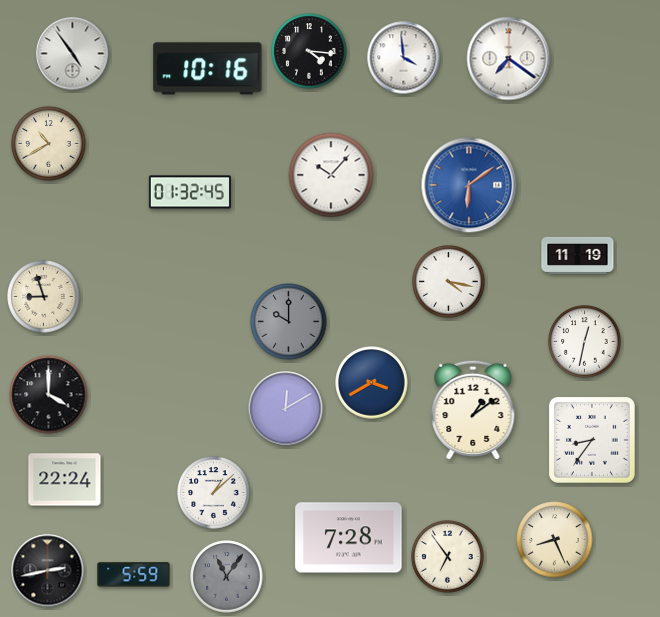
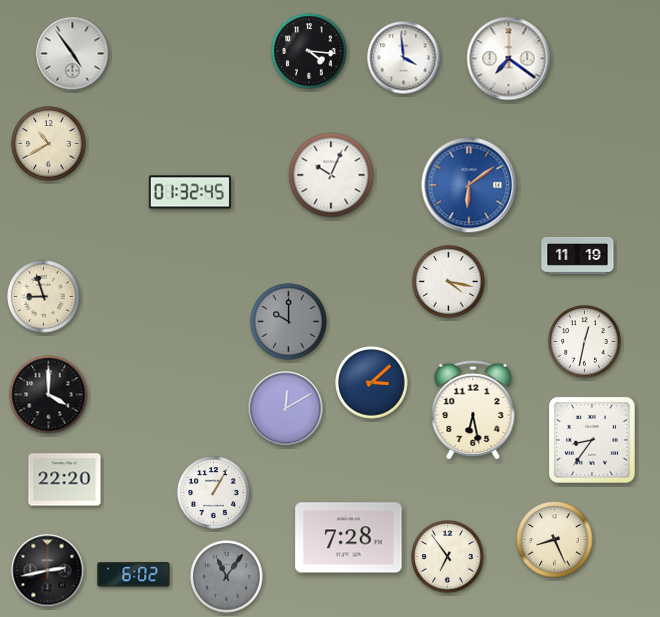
clock at (208, 69): 10:16 -> none
clock at (331, 175): 10:07 -> 10:04
clock at (372, 383): 3:40 -> 3:08
clock at (473, 410): 1:09 -> 6:28
clock at (65, 480): 22:24 -> 22:20
clock at (214, 493): 1:08 -> 1:05
clock at (134, 575): 5:59 -> 6:02
